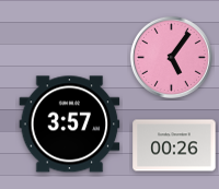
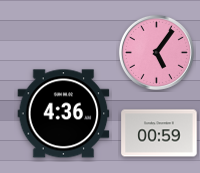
clock at (70, 125): 3:57 -> 4:36
clock at (174, 145): 00:26 -> 00:59
